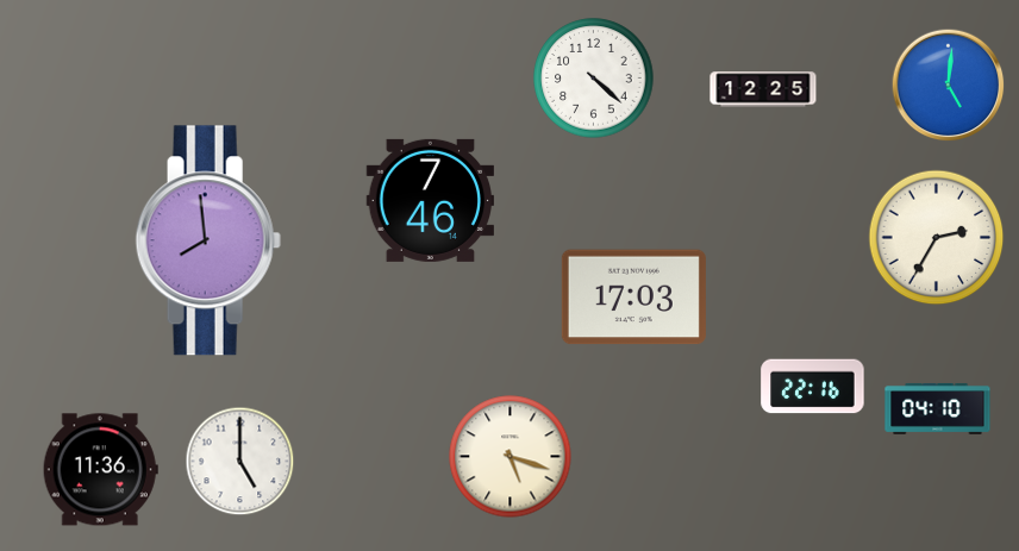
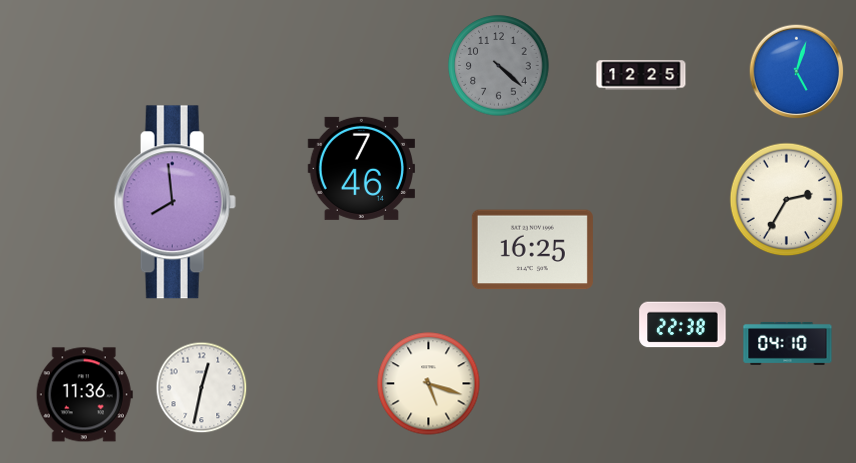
clock at (594, 79) dial: white -> grey
clock at (949, 86): 5:01 -> 5:03
clock at (633, 298): 17:03 -> 16:25
clock at (813, 387): 22:16 -> 22:38
clock at (240, 462): 5:00 -> 12:32
